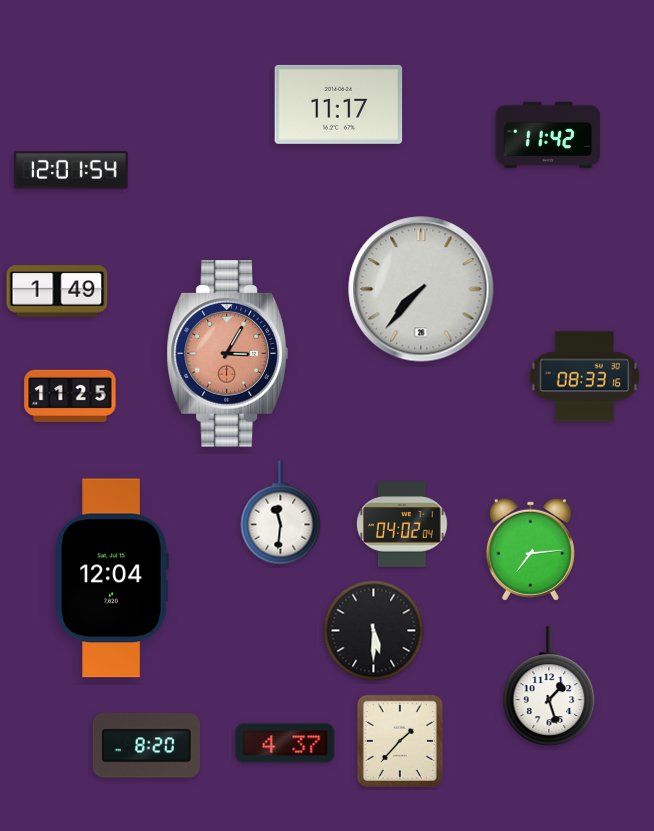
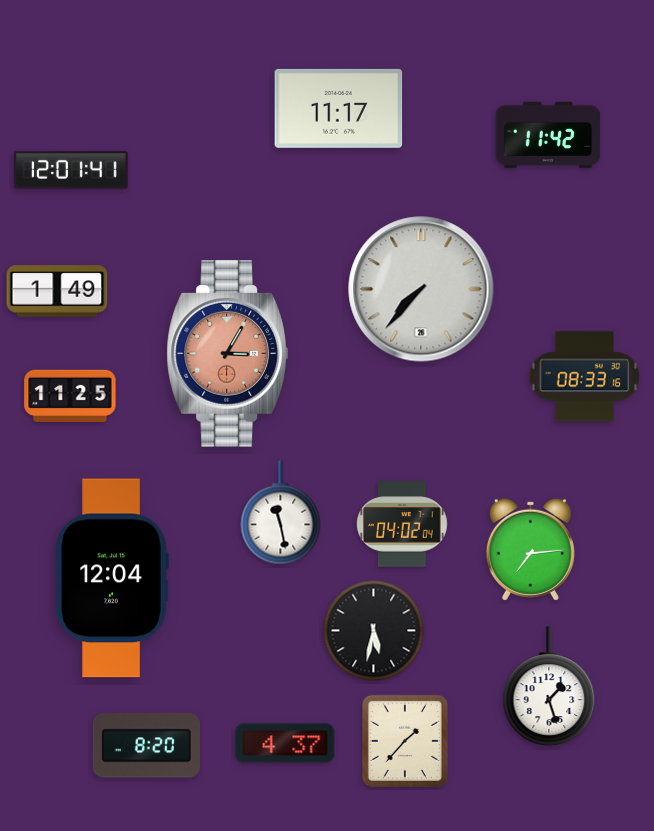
clock at (339, 104) position: (339, 104) -> (339, 108)
clock at (71, 170): 12:01:54 -> 12:01:41
clock at (281, 513): 11:31 -> 11:28
clock at (374, 631): 5:30 -> 5:32
clock at (400, 741) position: (400, 741) -> (405, 741)
